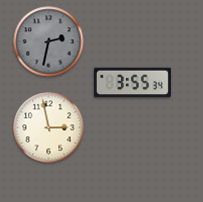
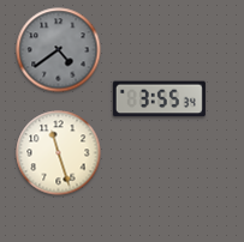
clock at (49, 42): 2:32 -> 4:39
clock at (49, 128): 2:58 -> 11:27
